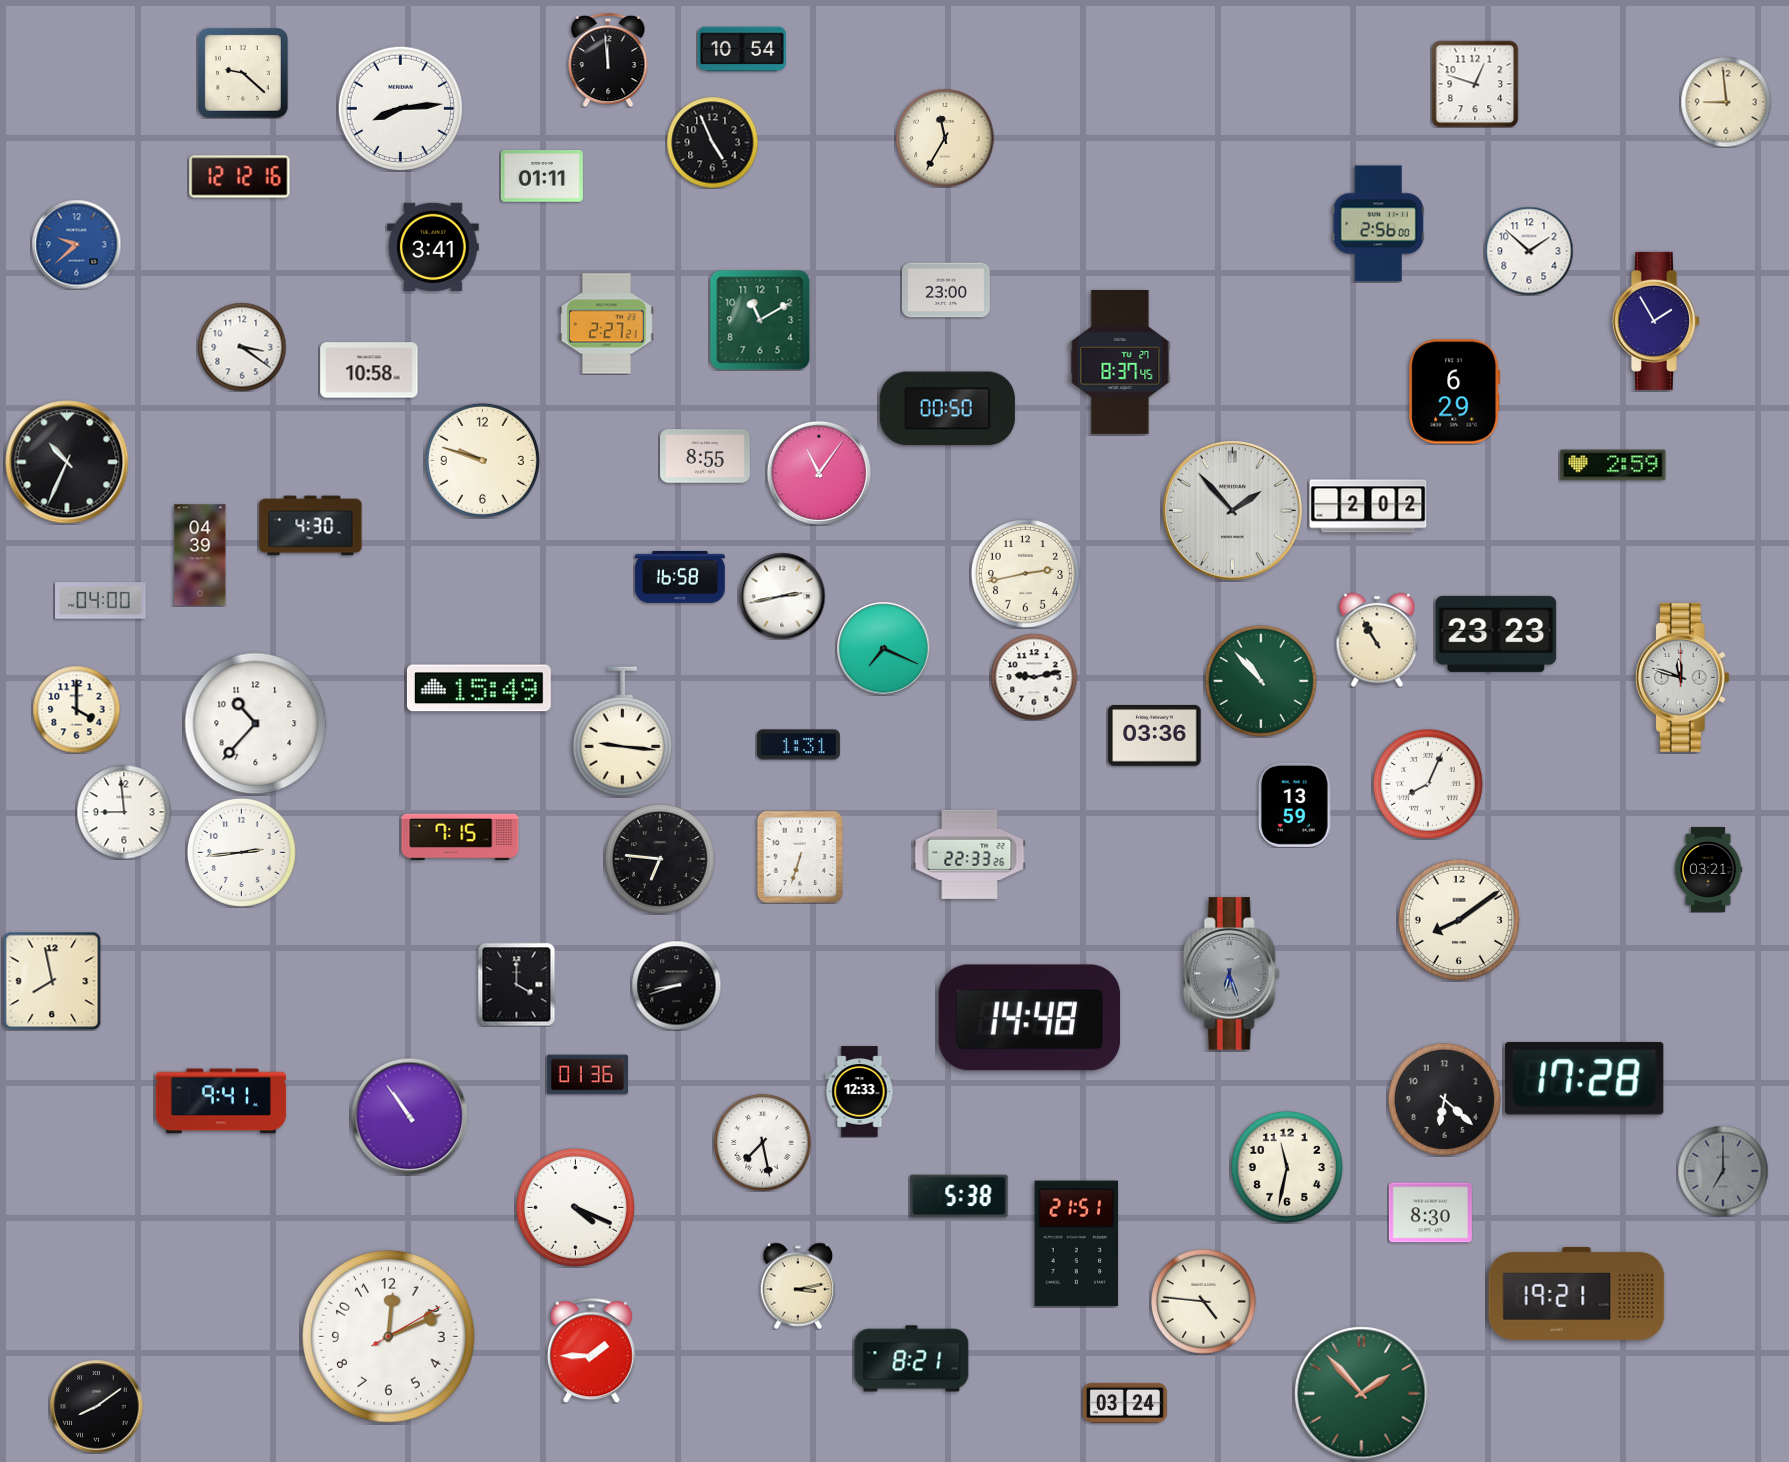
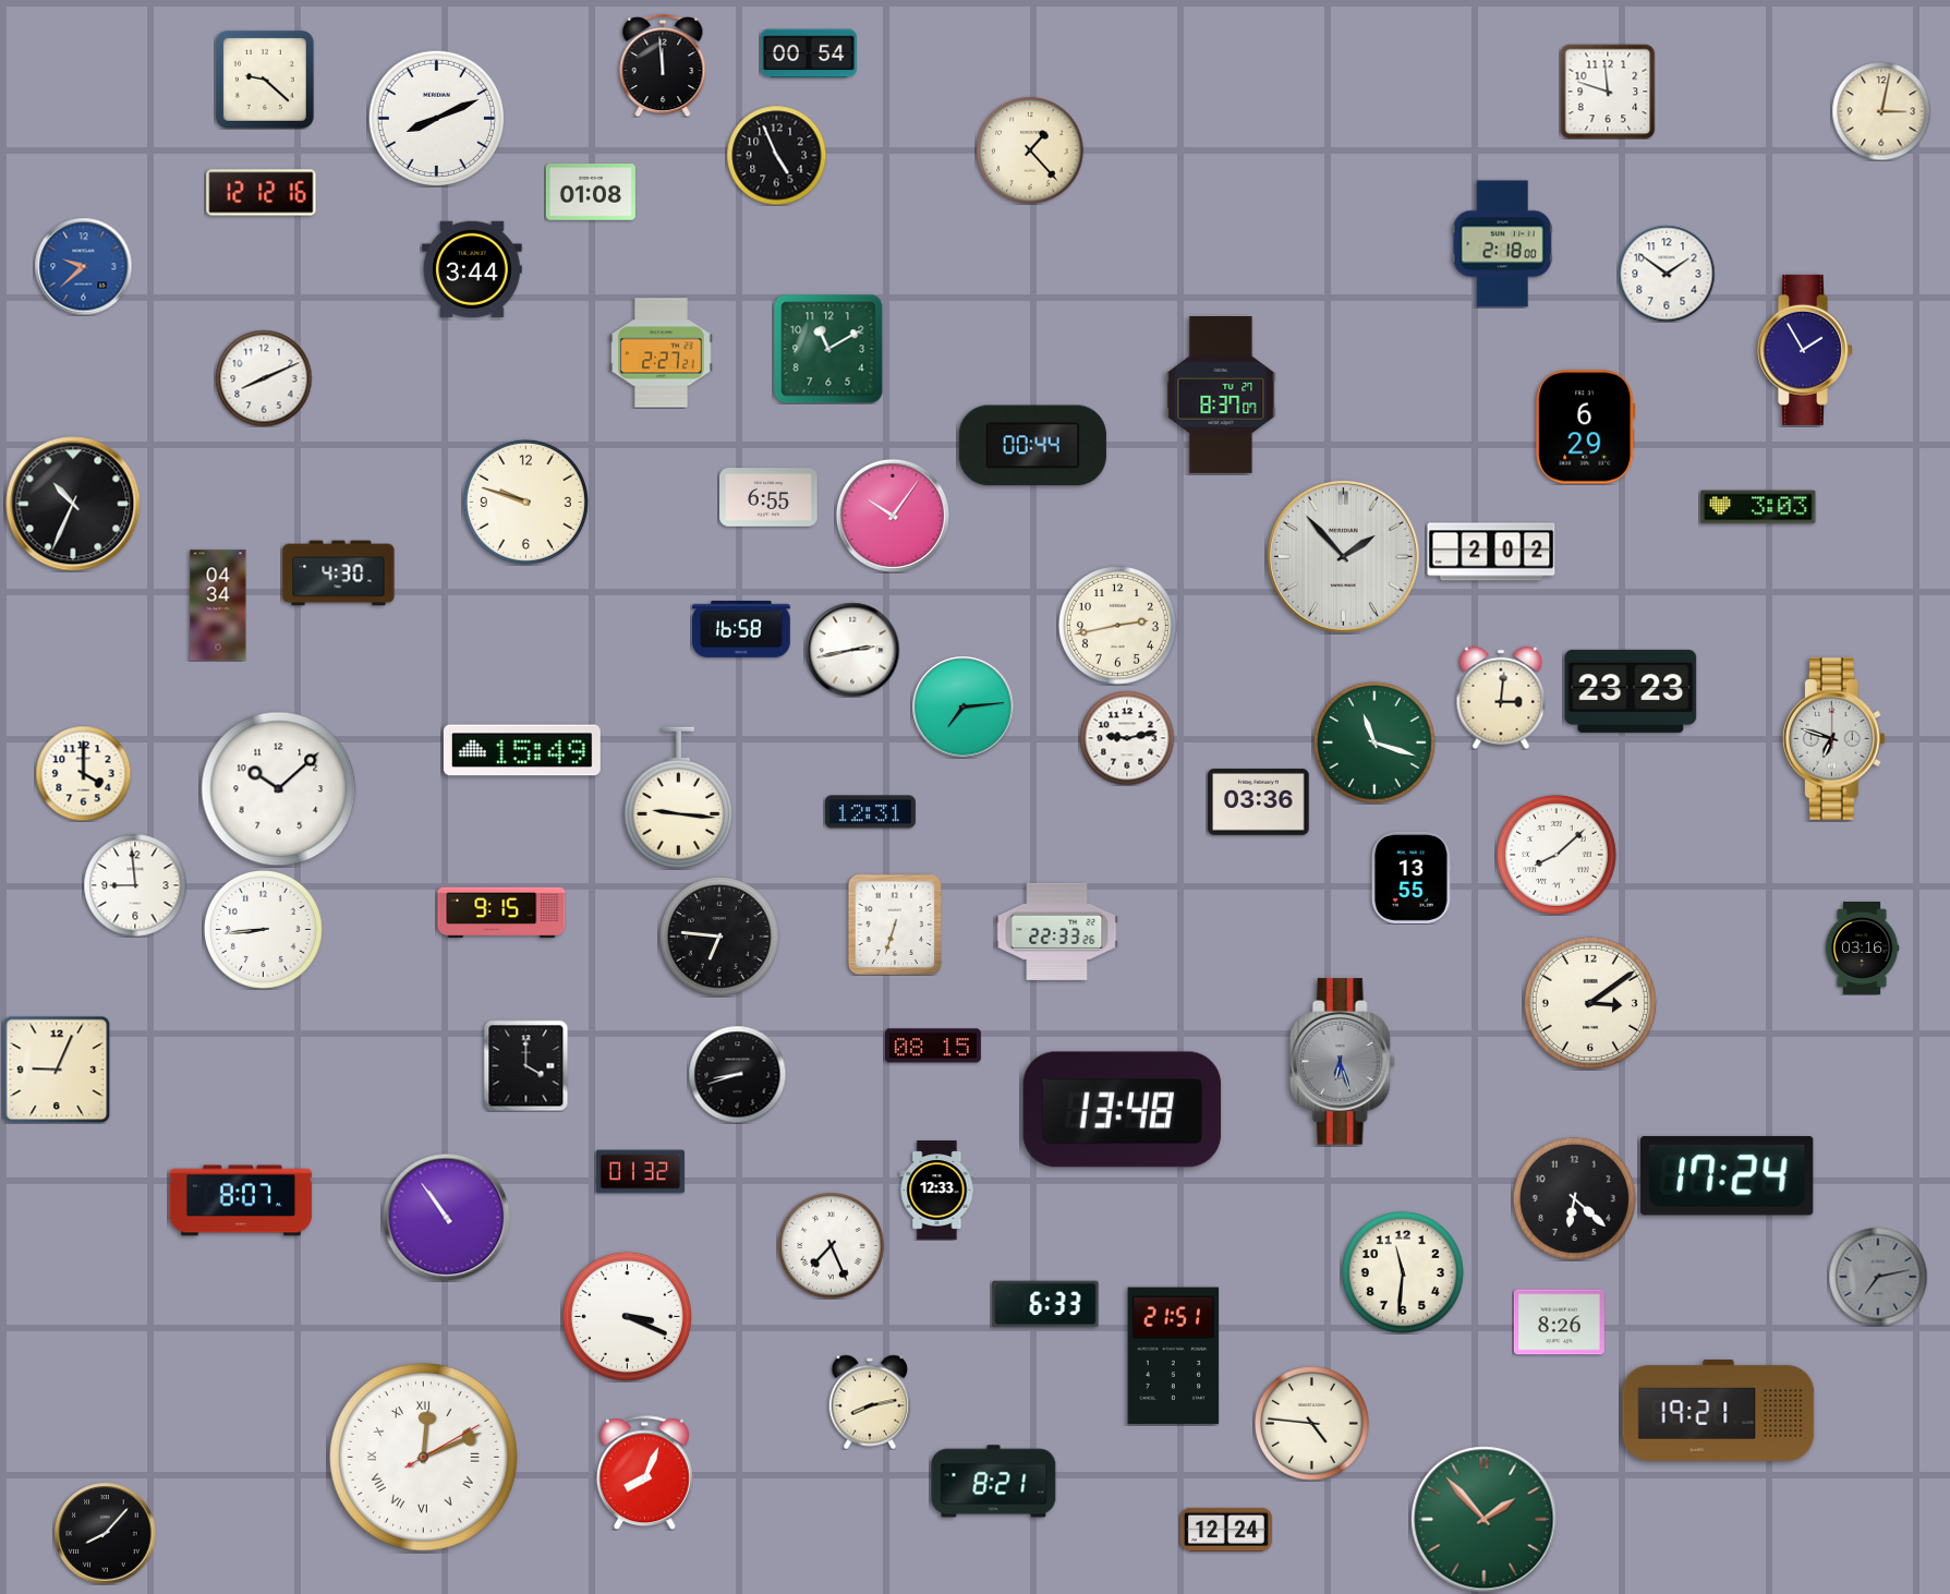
clock at (742, 49): 10:54 -> 00:54
clock at (1475, 84): 12:48 -> 11:48
clock at (1726, 102): 8:59 -> 3:02
clock at (400, 108): 8:14 -> 8:11
clock at (945, 138): 11:35 -> 1:23
clock at (542, 177): 01:11 -> 01:08
clock at (1378, 224): 2:56 -> 2:18
clock at (433, 246): 3:41 -> 3:44
clock at (1529, 251): 1:52 -> 1:51
clock at (946, 290): 23:00 -> none
clock at (242, 347): 3:21 -> 8:11
clock at (1120, 362): 8:37:45 -> 8:37:07
clock at (369, 370): 10:58 -> none
clock at (947, 409): 00:50 -> 00:44
clock at (705, 456): 8:55 -> 6:55
clock at (1613, 465): 2:59 -> 3:03
clock at (819, 473): 11:06 -> 10:06
clock at (200, 555): 04:39 -> 04:34
clock at (101, 601): 04:00 -> none
clock at (1377, 640): 10:55 -> 3:01
clock at (883, 648): 7:19 -> 7:14
clock at (1682, 678): 11:48 -> 6:48
clock at (1261, 681): 10:53 -> 11:18
clock at (256, 724): 10:37 -> 10:08
clock at (798, 745): 1:31 -> 12:31
clock at (1428, 784): 8:04 -> 8:08
clock at (1295, 805): 13:59 -> 13:55
clock at (460, 837): 7:15 -> 9:15
clock at (241, 852): 2:44 -> 8:44
clock at (799, 857) position: (799, 857) -> (894, 925)
clock at (1708, 869): 03:21 -> 03:16
clock at (1459, 920): 8:09 -> 3:09
clock at (933, 1046): none -> 08:15
clock at (52, 981): 7:58 -> 9:04
clock at (517, 984) position: (517, 984) -> (526, 1065)
clock at (1030, 1018): 14:48 -> 13:48
clock at (587, 1075): 01:36 -> 01:32
clock at (1585, 1078): 17:28 -> 17:24
clock at (221, 1101): 9:41 -> 8:07
clock at (763, 1143): 7:28 -> 7:26
clock at (1287, 1167): 11:32 -> 11:31
clock at (1723, 1171): 7:00 -> 7:13
clock at (959, 1196): 5:38 -> 6:33
clock at (575, 1207): 4:19 -> 3:19
clock at (1430, 1213): 8:30 -> 8:26
clock at (798, 1286): 3:13 -> 8:13
clock at (1204, 1302) position: (1204, 1302) -> (1312, 1424)
clock at (389, 1337) numerals: Arabic -> Roman
clock at (591, 1350): 1:45 -> 8:04
clock at (1125, 1403): 03:24 -> 12:24
clock at (96, 1406): 8:09 -> 8:07
